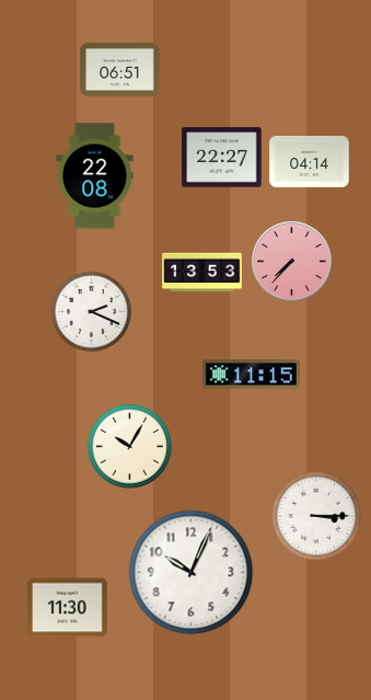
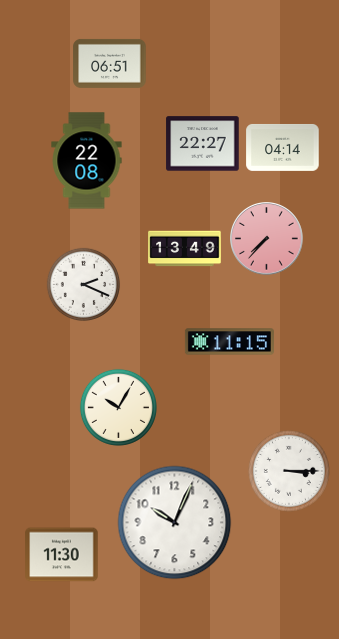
clock at (202, 273): 13:53 -> 13:49
